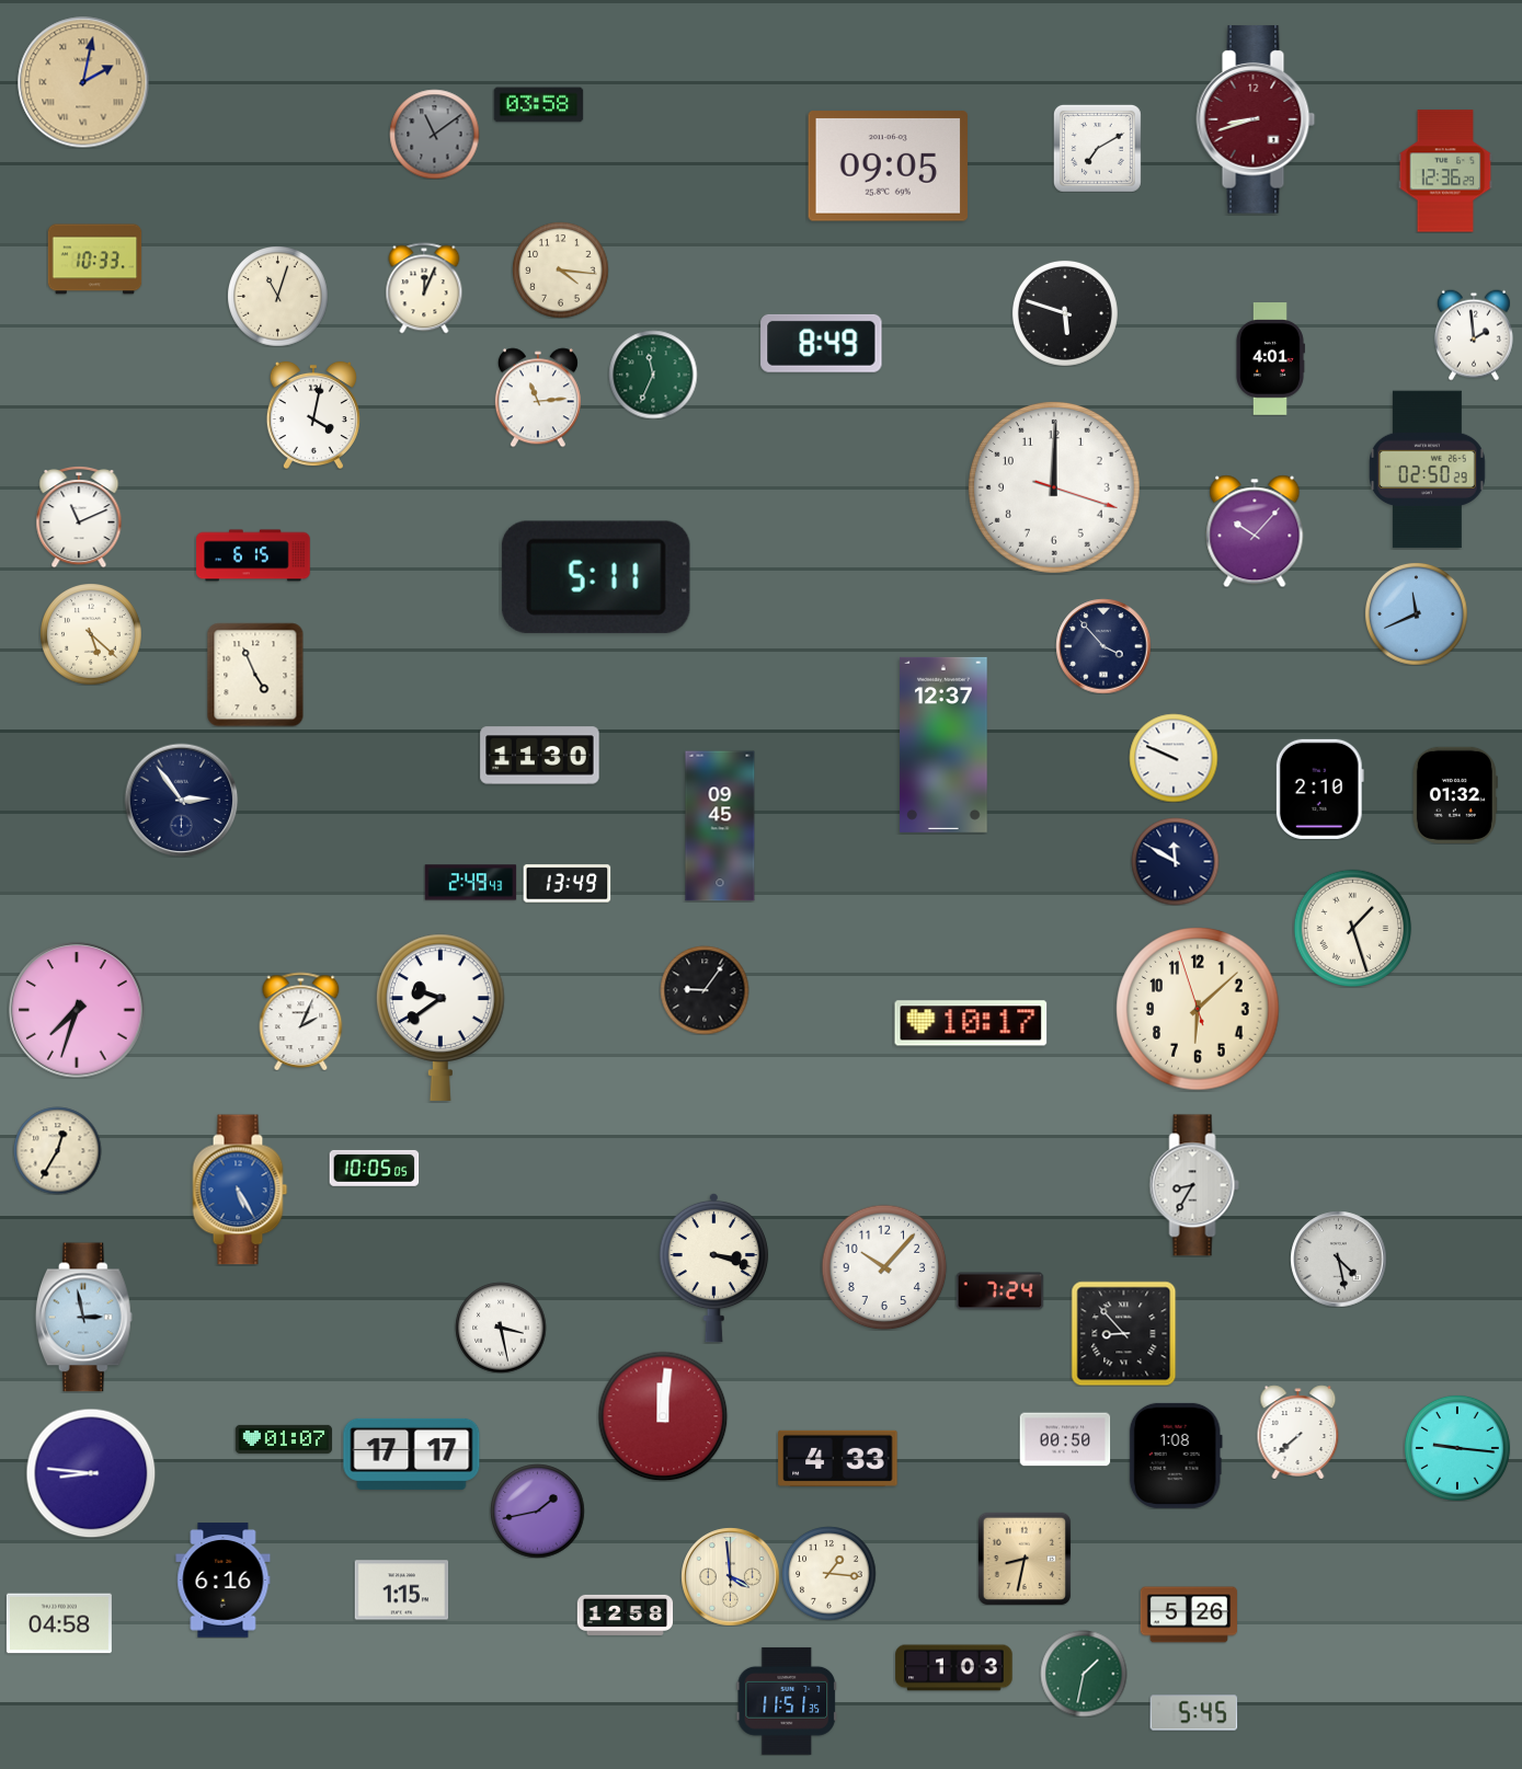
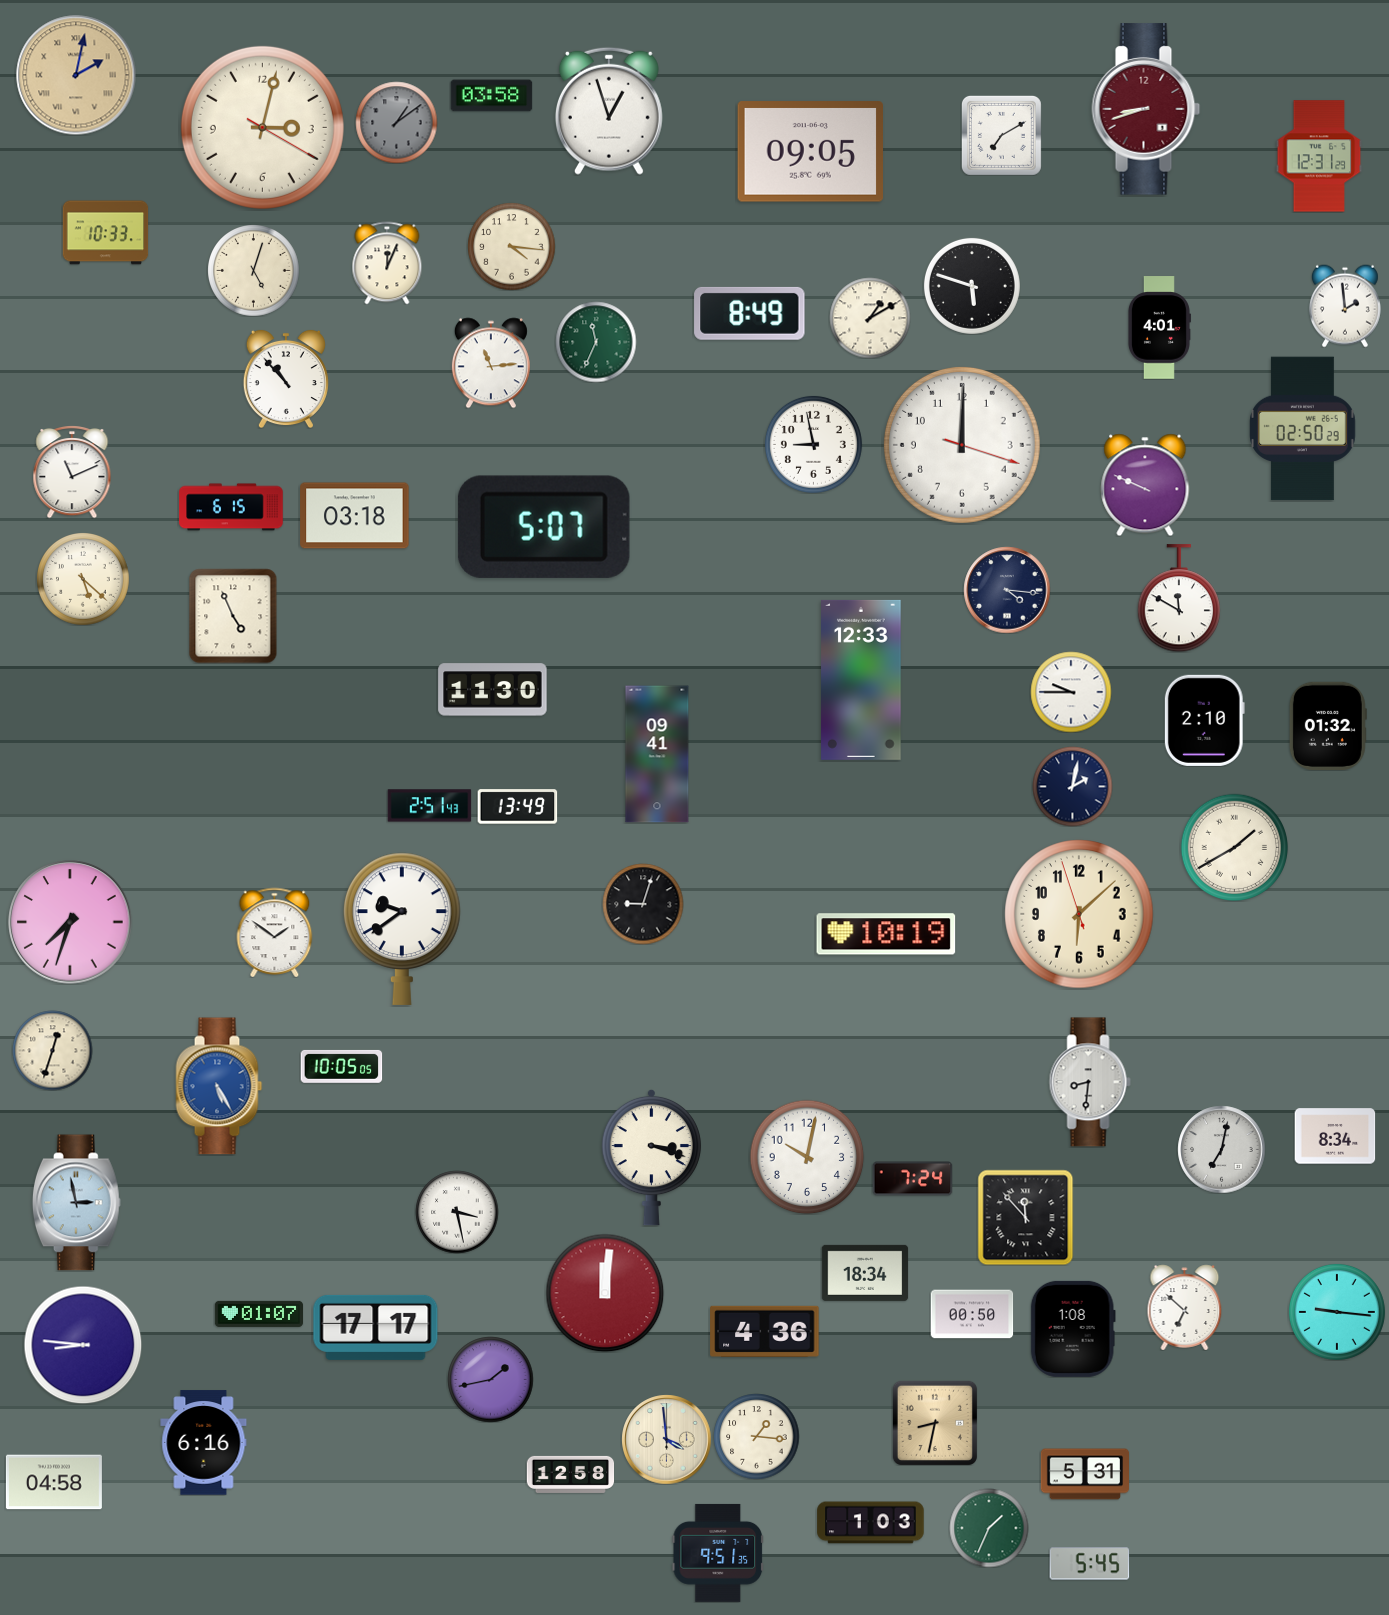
clock at (609, 111): none -> 12:57
clock at (434, 134): 11:09 -> 1:09
clock at (262, 127): none -> 3:02
clock at (1445, 171): 12:36 -> 12:31
clock at (94, 260) position: (94, 260) -> (105, 233)
clock at (277, 296): 11:03 -> 5:03
clock at (870, 318): none -> 1:10
clock at (313, 415): 4:02 -> 10:53
clock at (813, 444): none -> 8:58
clock at (1255, 531): 10:07 -> 9:49
clock at (355, 516): none -> 03:18
clock at (596, 577): 5:11 -> 5:07
clock at (1417, 614): 11:41 -> none
clock at (1103, 646): 3:53 -> 4:16
clock at (1178, 598): none -> 11:50
clock at (943, 745): 12:37 -> 12:33
clock at (1174, 758): 9:49 -> 9:45
clock at (181, 800): 2:54 -> none
clock at (720, 826): 09:45 -> 09:41
clock at (1175, 861): 11:50 -> 2:02
clock at (470, 883): 2:49 -> 2:51
clock at (1352, 928): 1:27 -> 1:40
clock at (705, 990): 9:06 -> 9:03
clock at (1198, 1009) position: (1198, 1009) -> (1079, 914)
clock at (301, 1021): 2:04 -> 1:51
clock at (971, 1023): 10:17 -> 10:19
clock at (57, 1150): 12:35 -> 12:33
clock at (1194, 1185): 8:35 -> 8:31
clock at (1335, 1136): none -> 8:34
clock at (1338, 1259): 4:28 -> 7:02
clock at (884, 1267): 10:07 -> 10:02
clock at (1123, 1333): 8:53 -> 11:53
clock at (865, 1273): none -> 18:34
clock at (1298, 1432): 7:38 -> 6:52
clock at (1457, 1448) position: (1457, 1448) -> (1337, 1312)
clock at (838, 1458): 4:33 -> 4:36
clock at (401, 1590): 1:15 -> none
clock at (1188, 1615): 5:26 -> 5:31
clock at (1084, 1674): 1:32 -> 1:34
clock at (786, 1701): 11:51 -> 9:51
